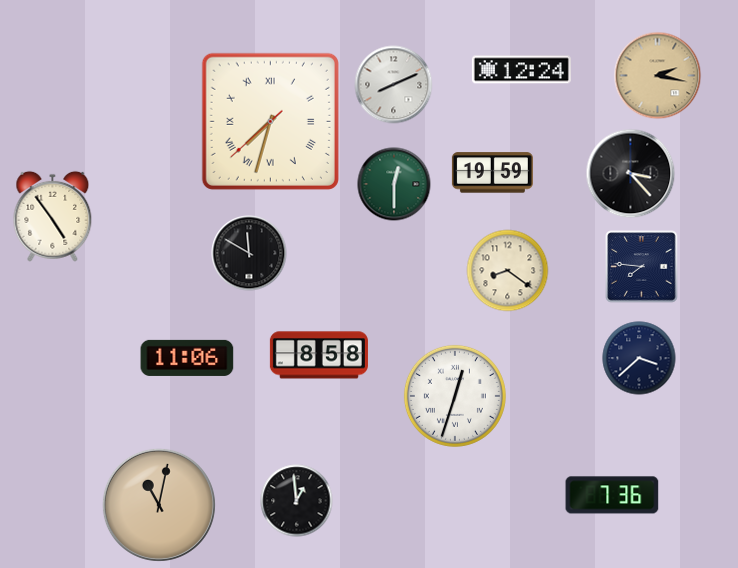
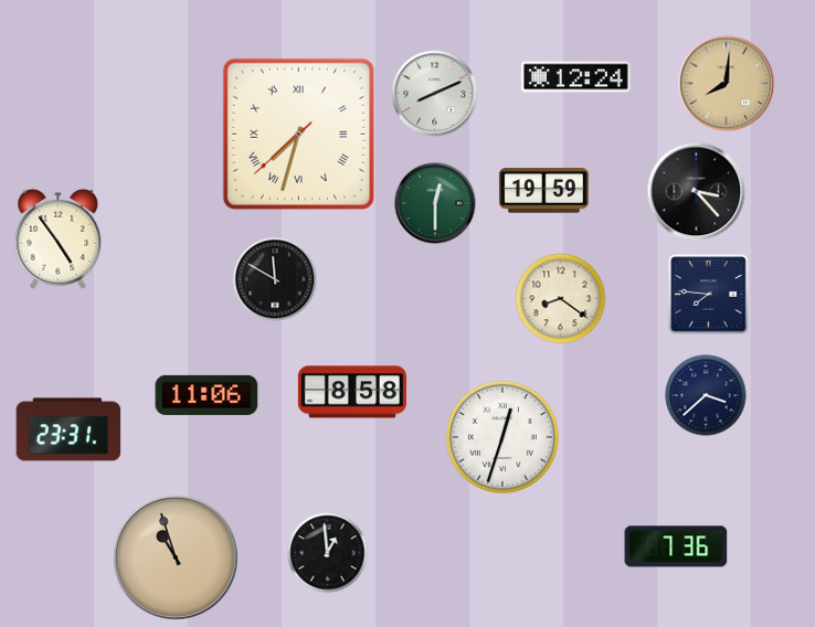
clock at (658, 76): 2:17 -> 8:01
clock at (68, 429): none -> 23:31
clock at (159, 505): 11:02 -> 10:57
